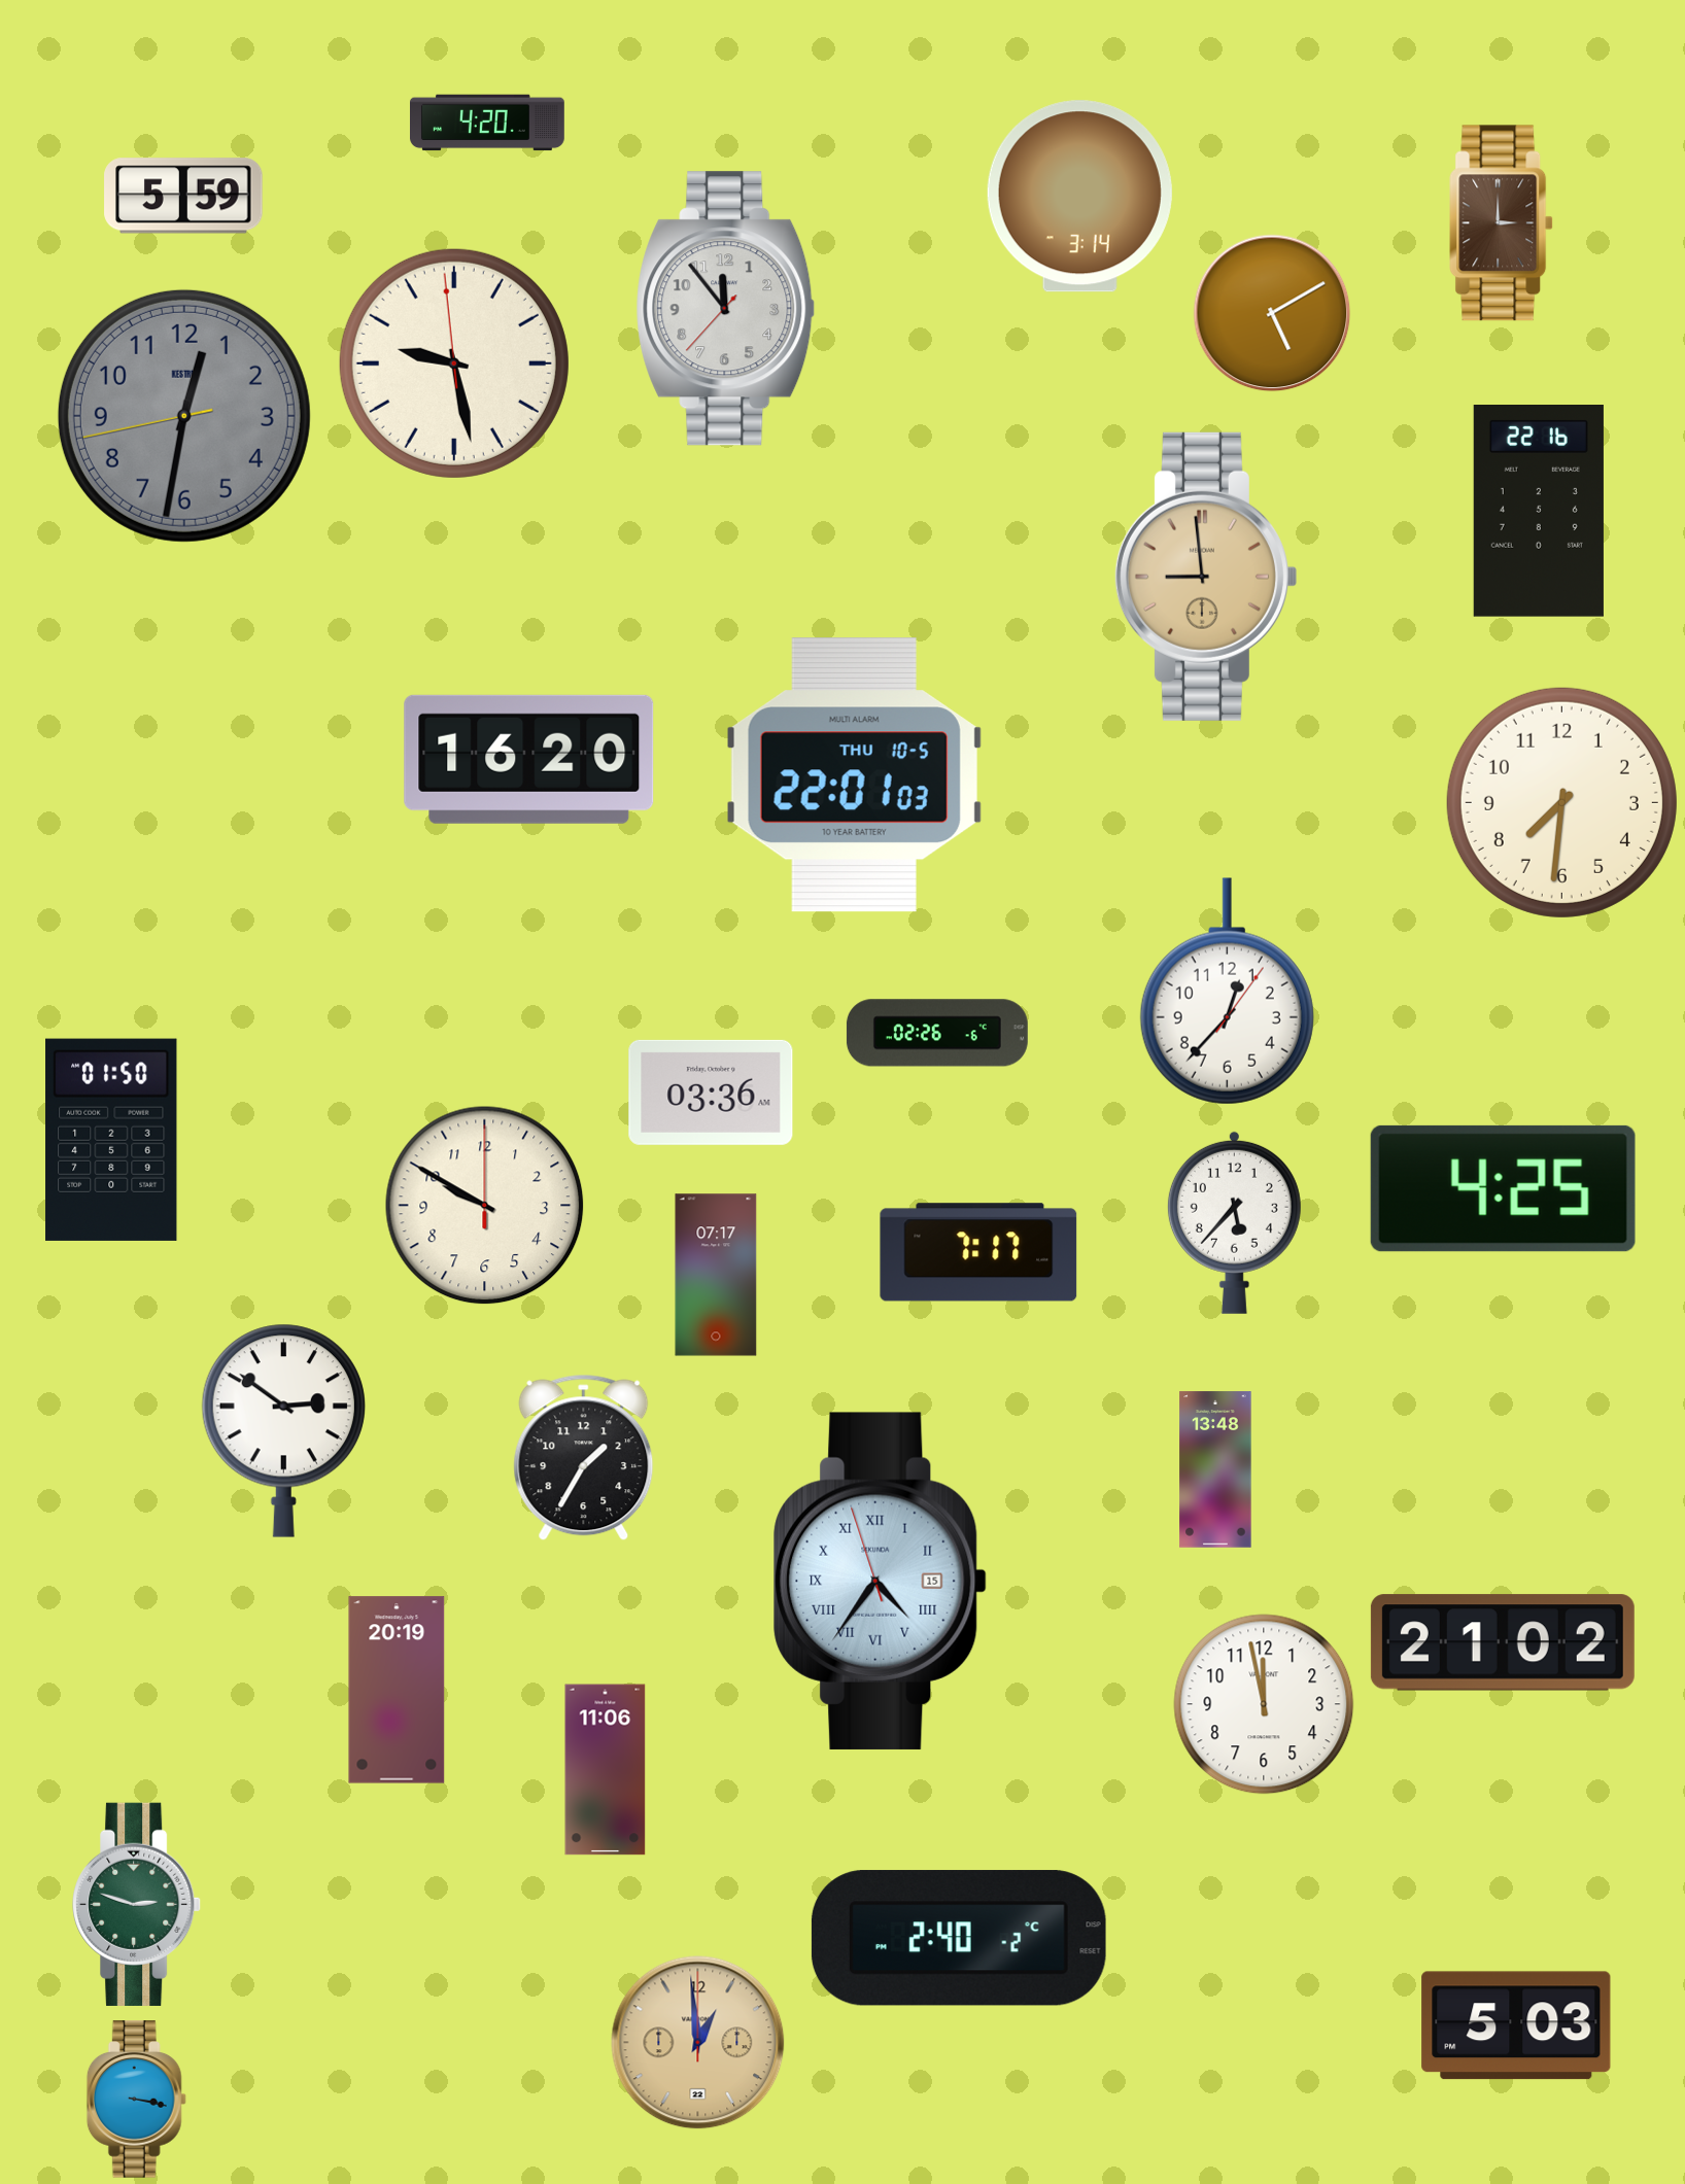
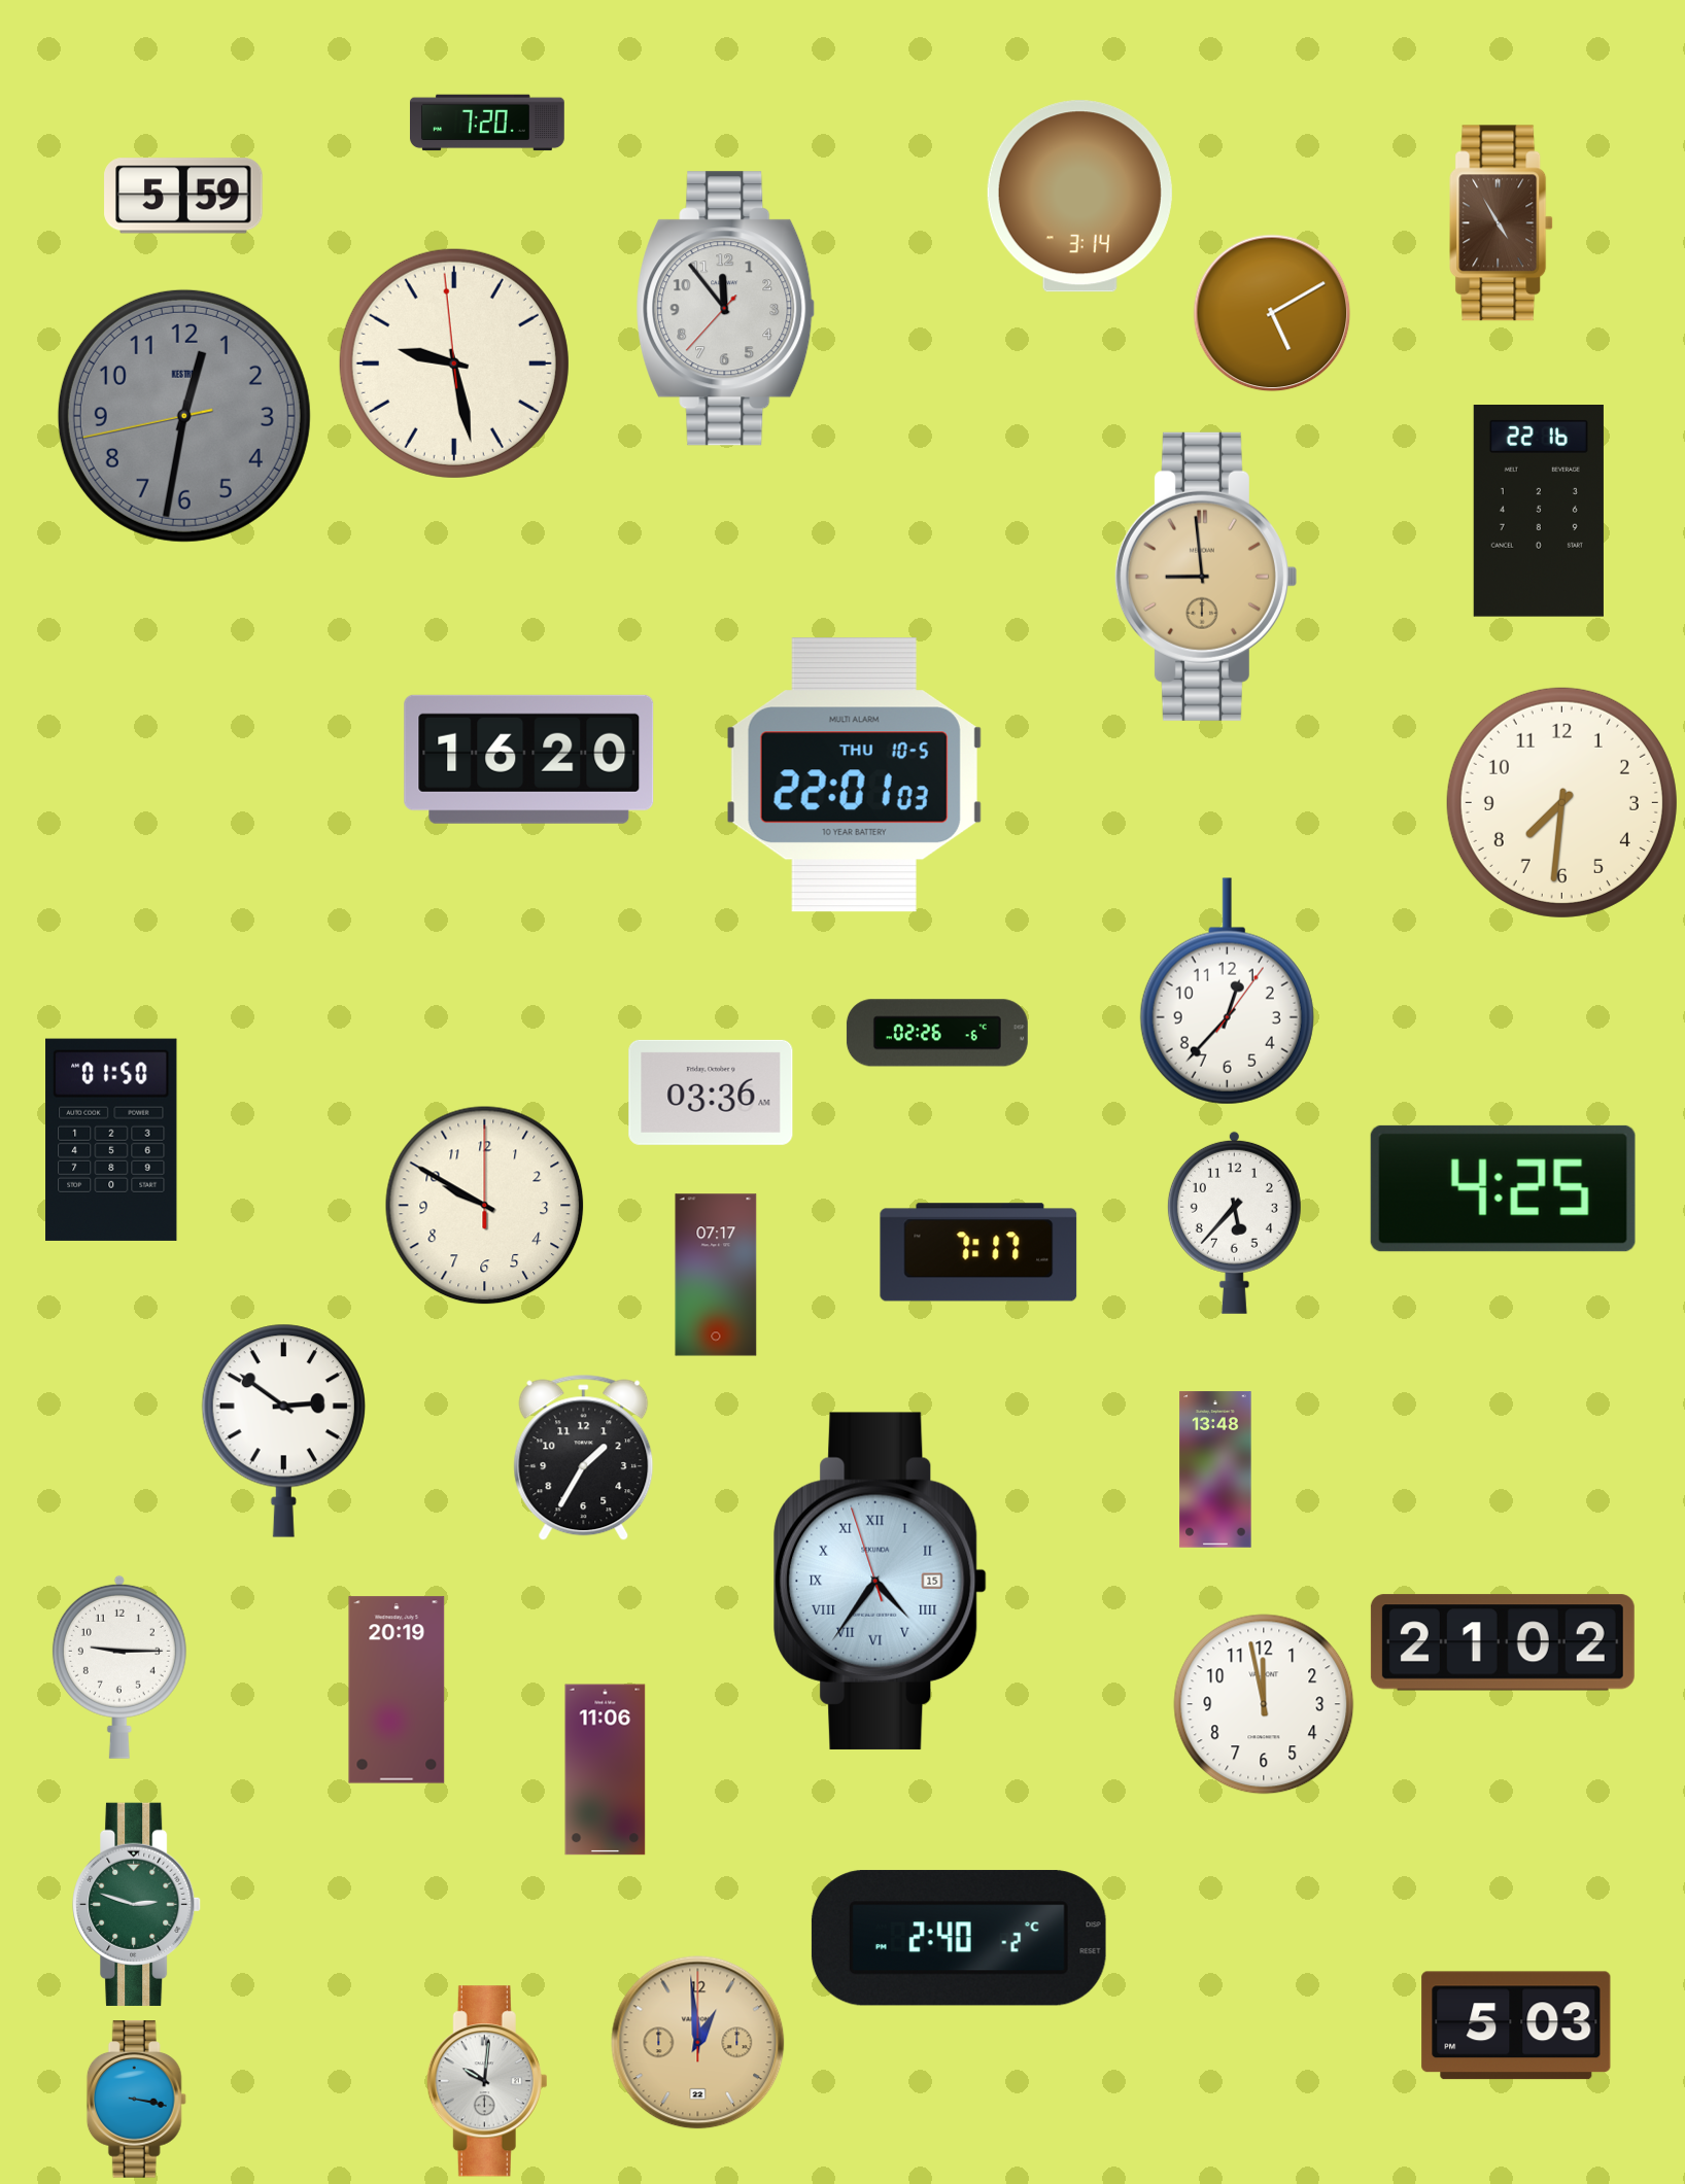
clock at (488, 123): 4:20 -> 7:20
clock at (1502, 223): 3:00 -> 4:55
clock at (119, 1667): none -> 9:15
clock at (487, 2081): none -> 10:01
